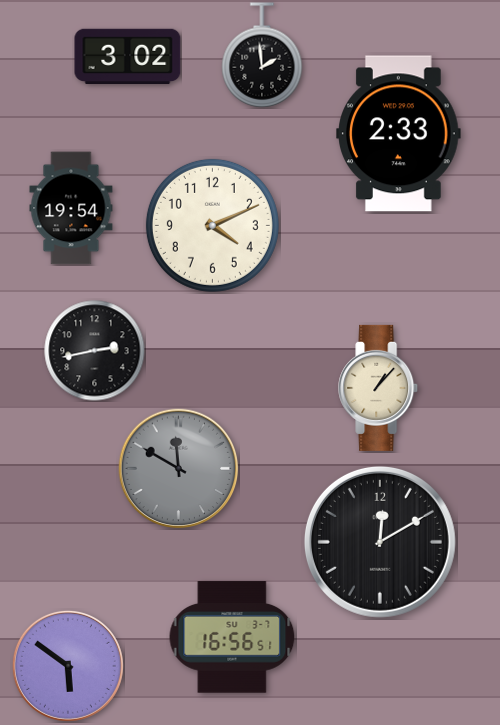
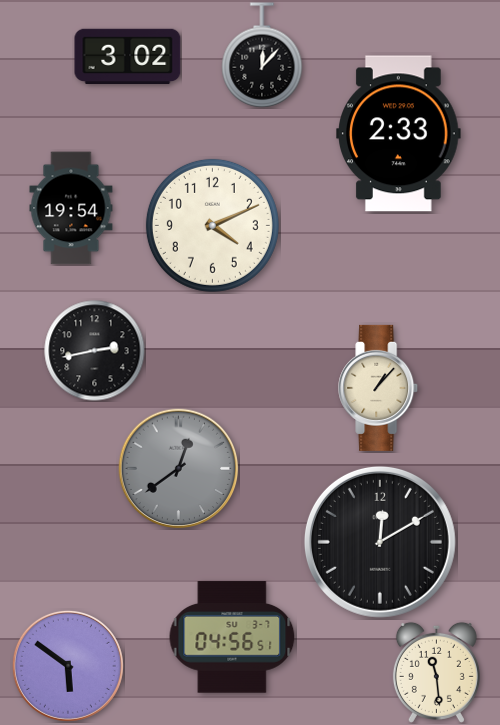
clock at (262, 55): 1:59 -> 12:07
clock at (179, 469): 11:50 -> 12:39
clock at (232, 637): 16:56 -> 04:56
clock at (436, 672): none -> 11:29
